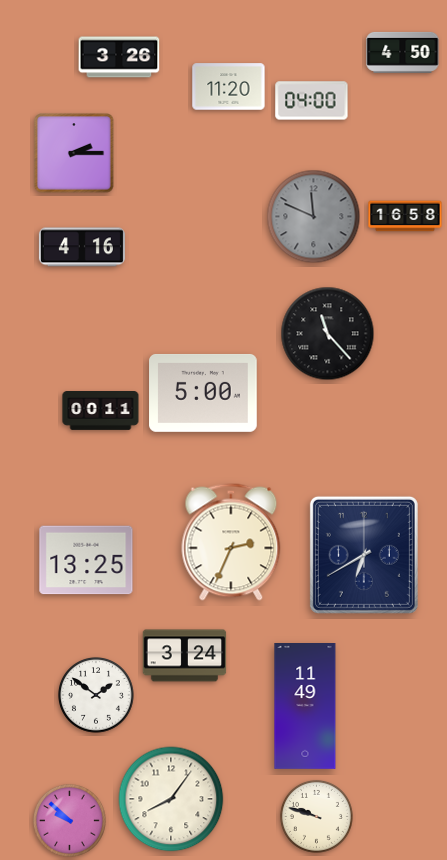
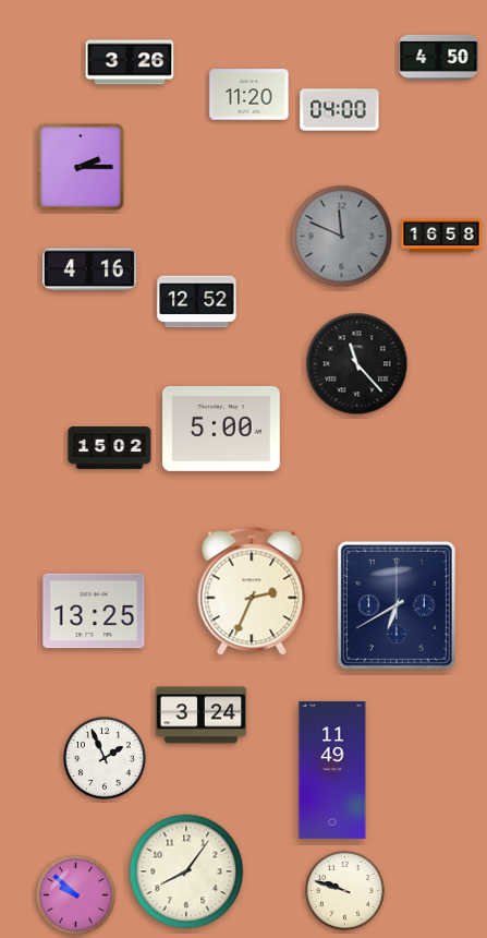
clock at (197, 302): none -> 12:52
clock at (101, 411): 00:11 -> 15:02
clock at (97, 696): 1:51 -> 1:56
